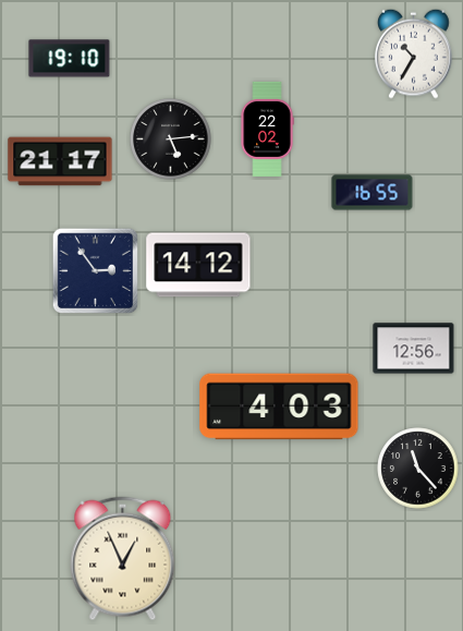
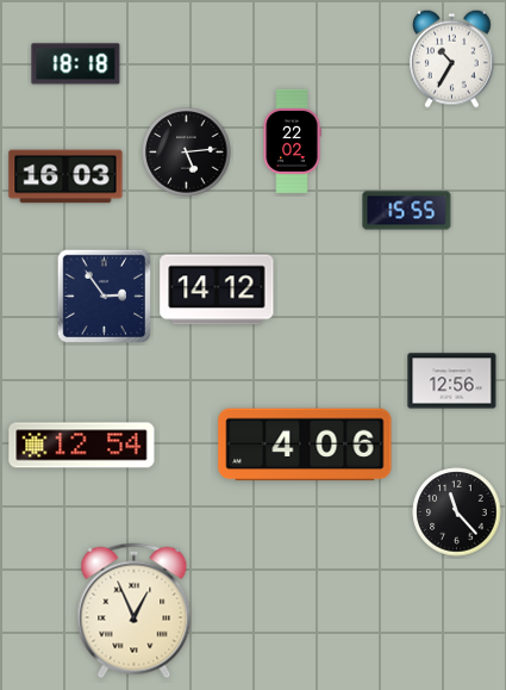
clock at (70, 59): 19:10 -> 18:18
clock at (60, 161): 21:17 -> 16:03
clock at (373, 193): 16:55 -> 15:55
clock at (279, 406): 4:03 -> 4:06
clock at (82, 446): none -> 12:54
